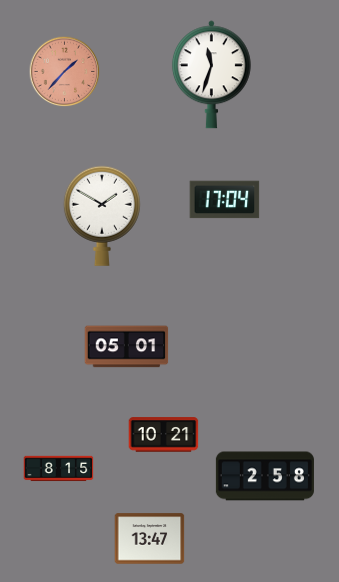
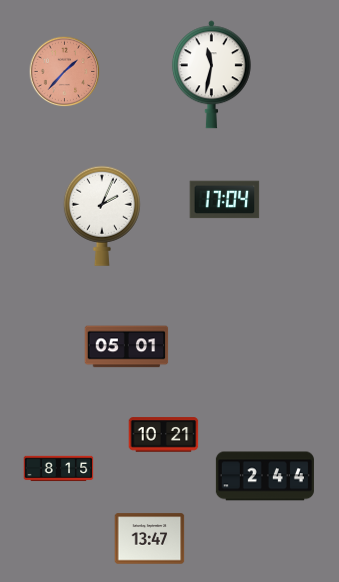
clock at (211, 75): 11:33 -> 11:32
clock at (102, 216): 1:50 -> 2:04
clock at (265, 476): 2:58 -> 2:44
